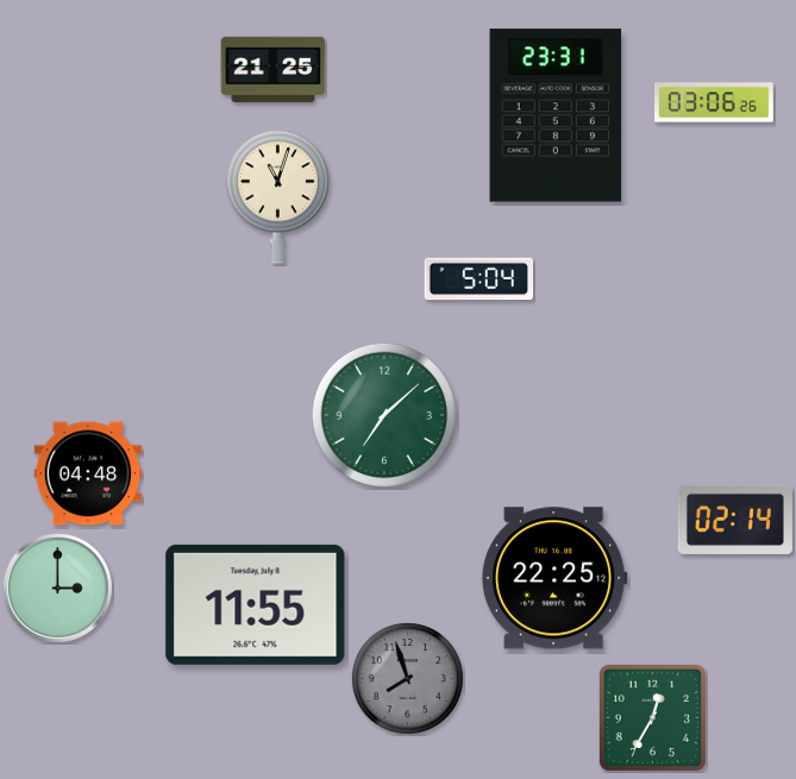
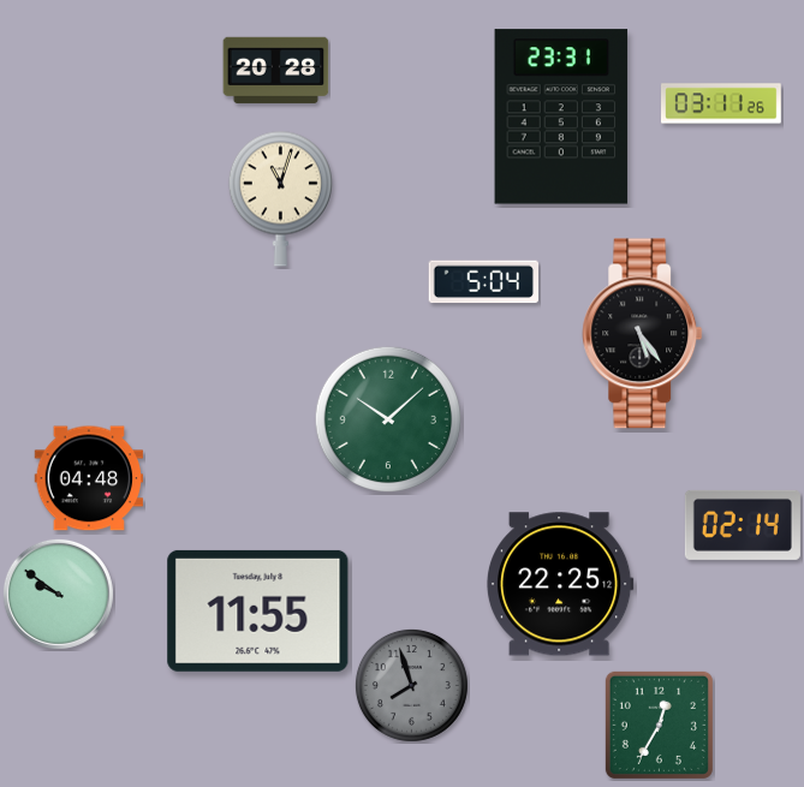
clock at (274, 69): 21:25 -> 20:28
clock at (715, 102): 03:06 -> 03:11
clock at (643, 334): none -> 5:24
clock at (383, 414): 7:08 -> 10:08
clock at (57, 588): 3:00 -> 9:51
